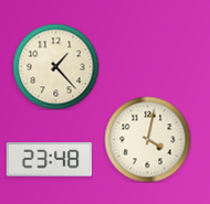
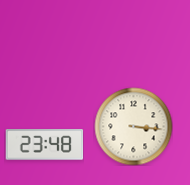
clock at (55, 66): 1:23 -> none
clock at (147, 139): 4:02 -> 3:16
